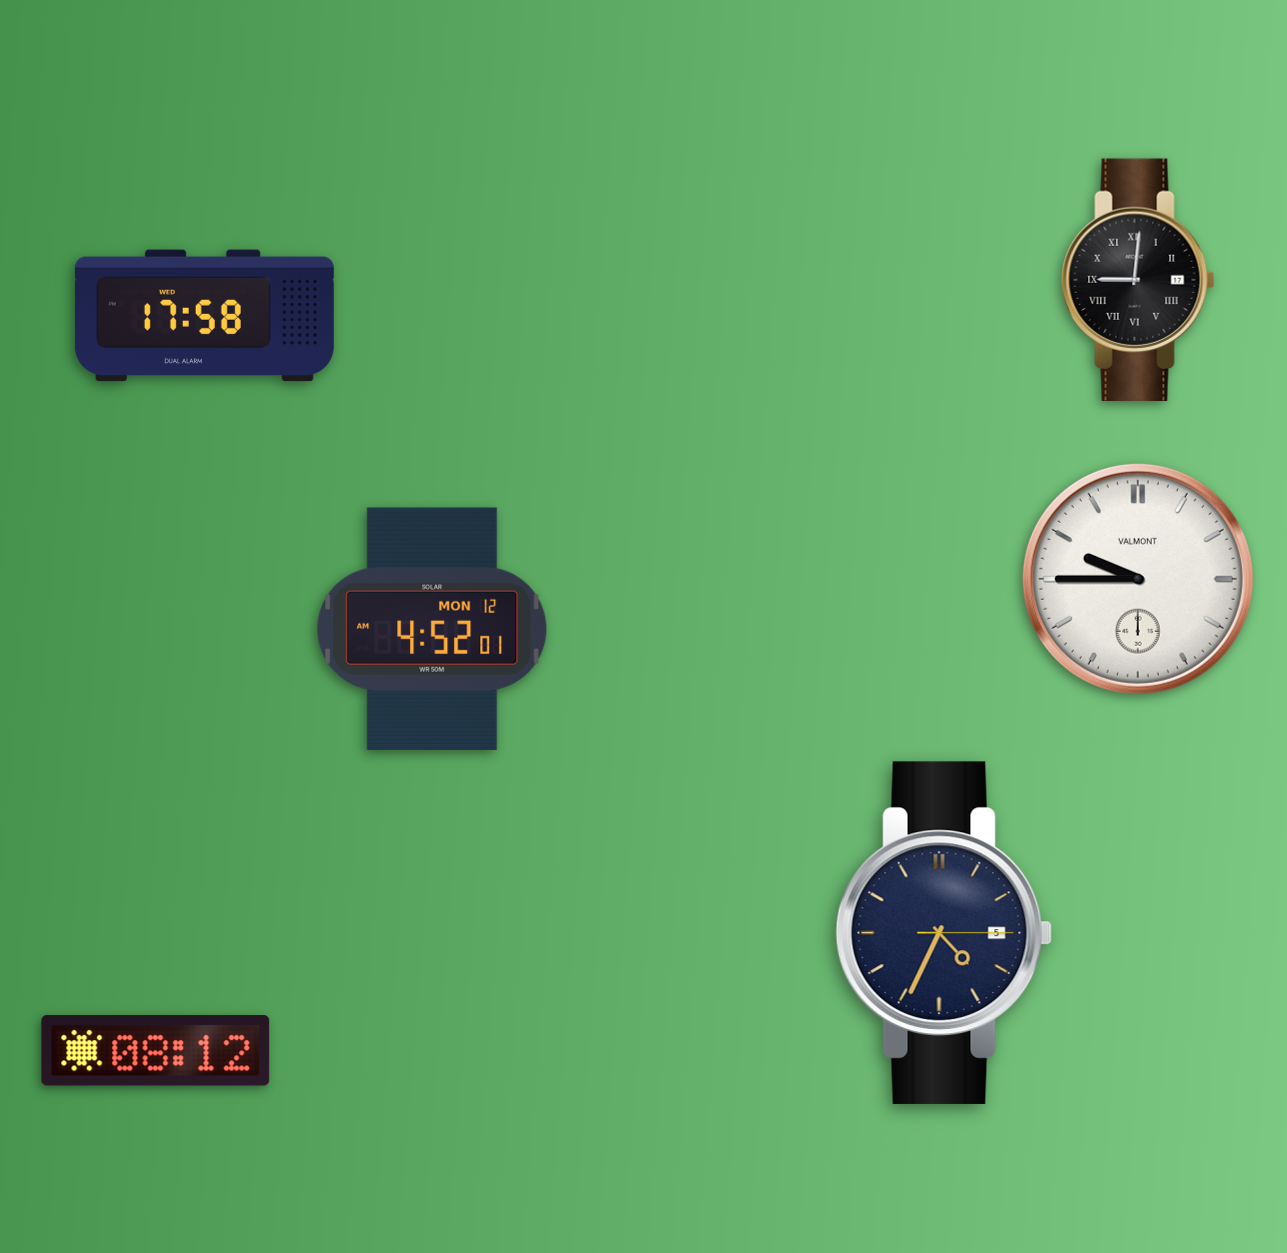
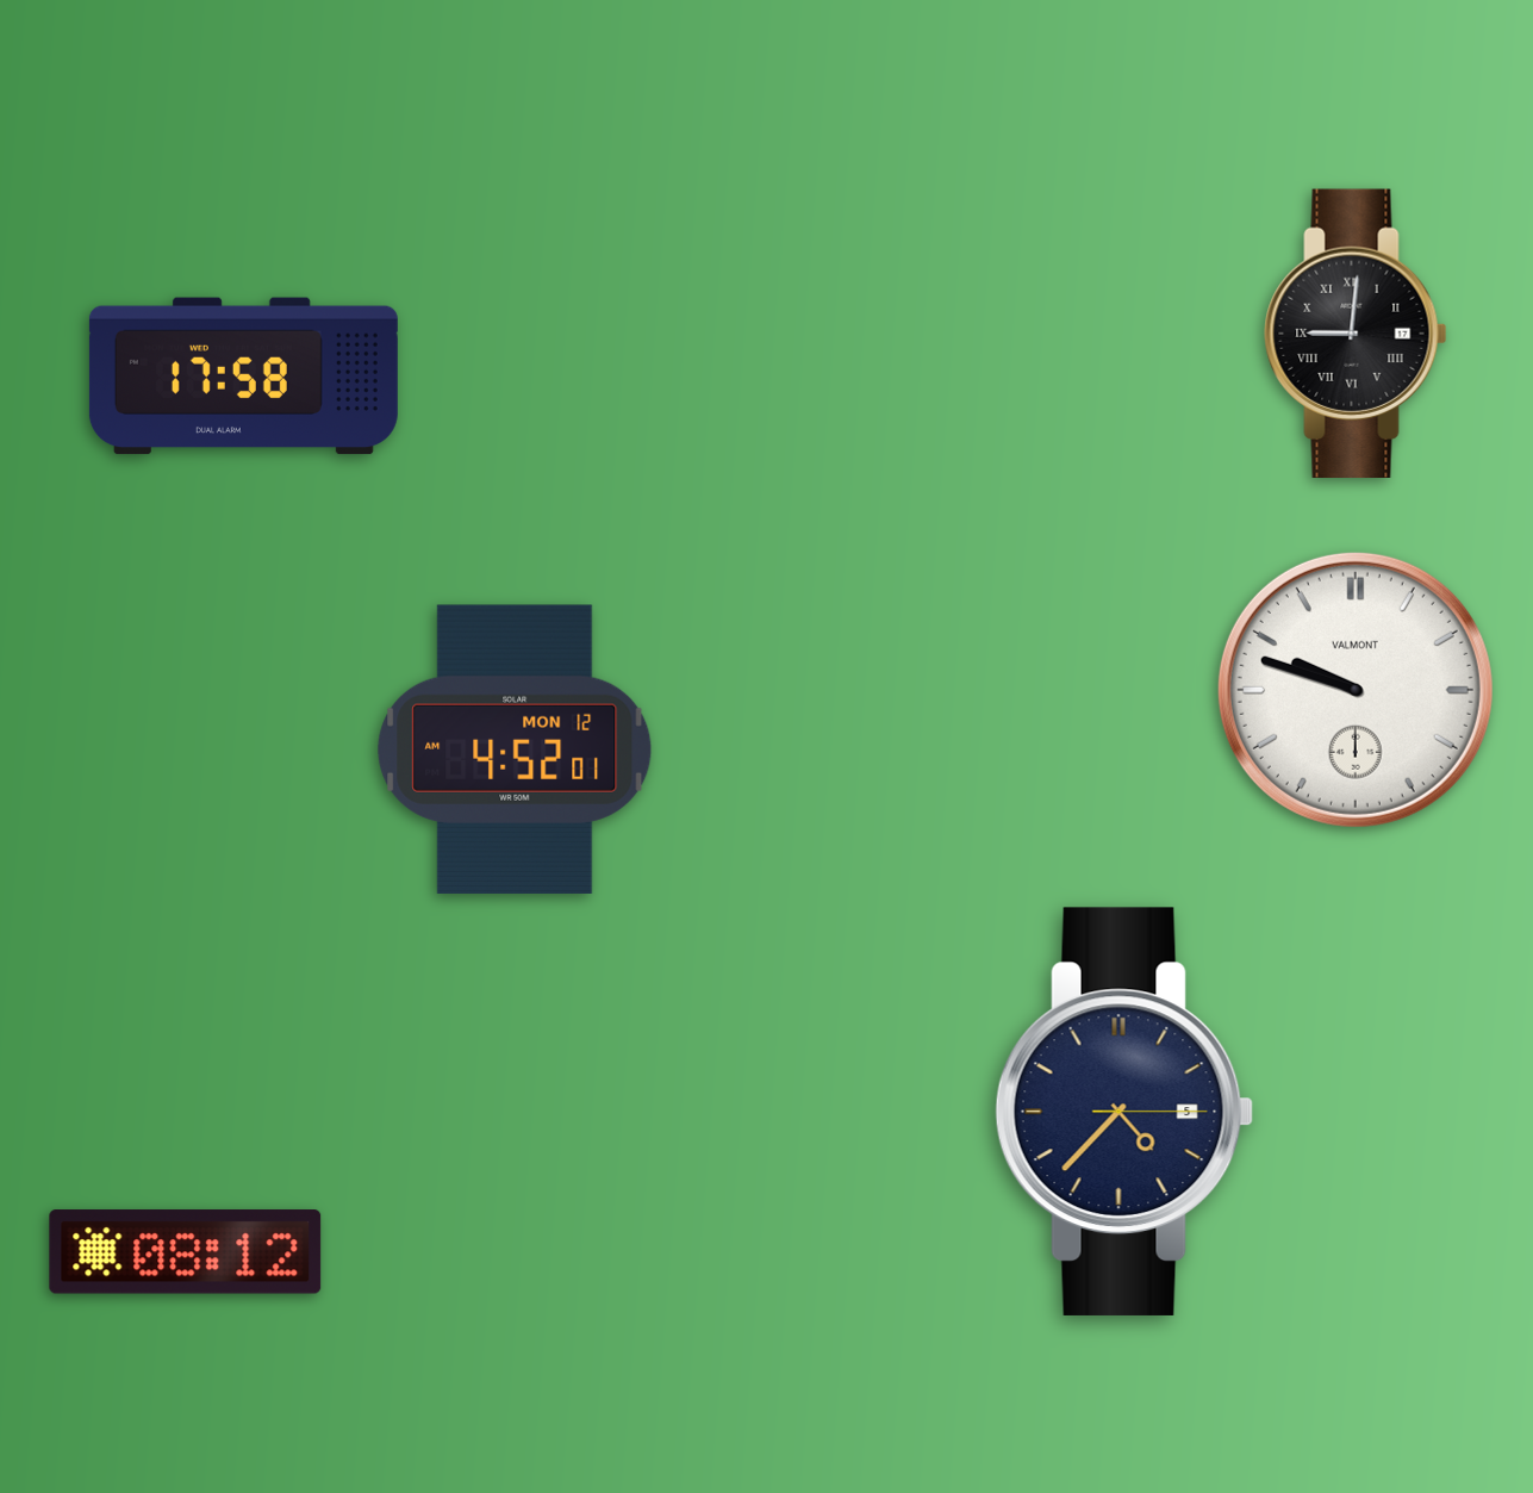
clock at (1138, 579): 9:45 -> 9:48
clock at (944, 933): 4:34 -> 4:37
